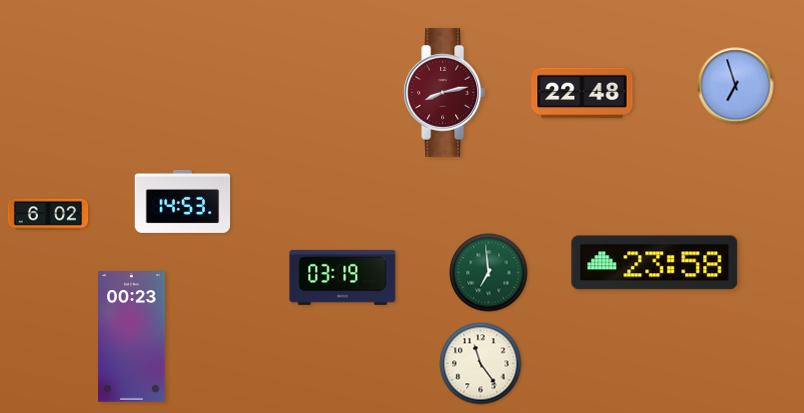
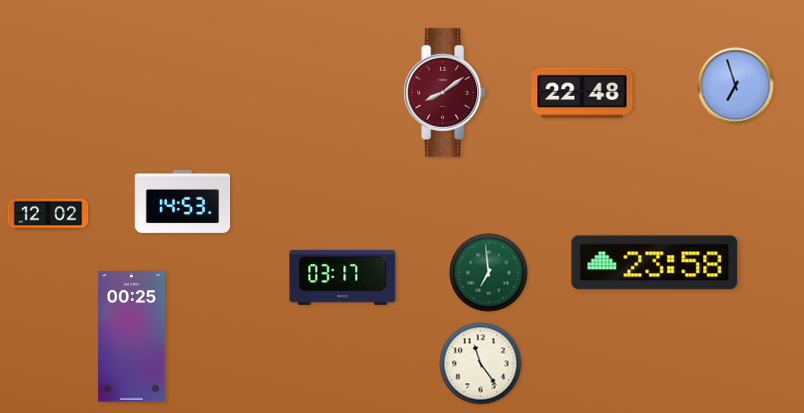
clock at (445, 92): 8:13 -> 8:09
clock at (48, 214): 6:02 -> 12:02
clock at (343, 277): 03:19 -> 03:17
clock at (132, 337): 00:23 -> 00:25
